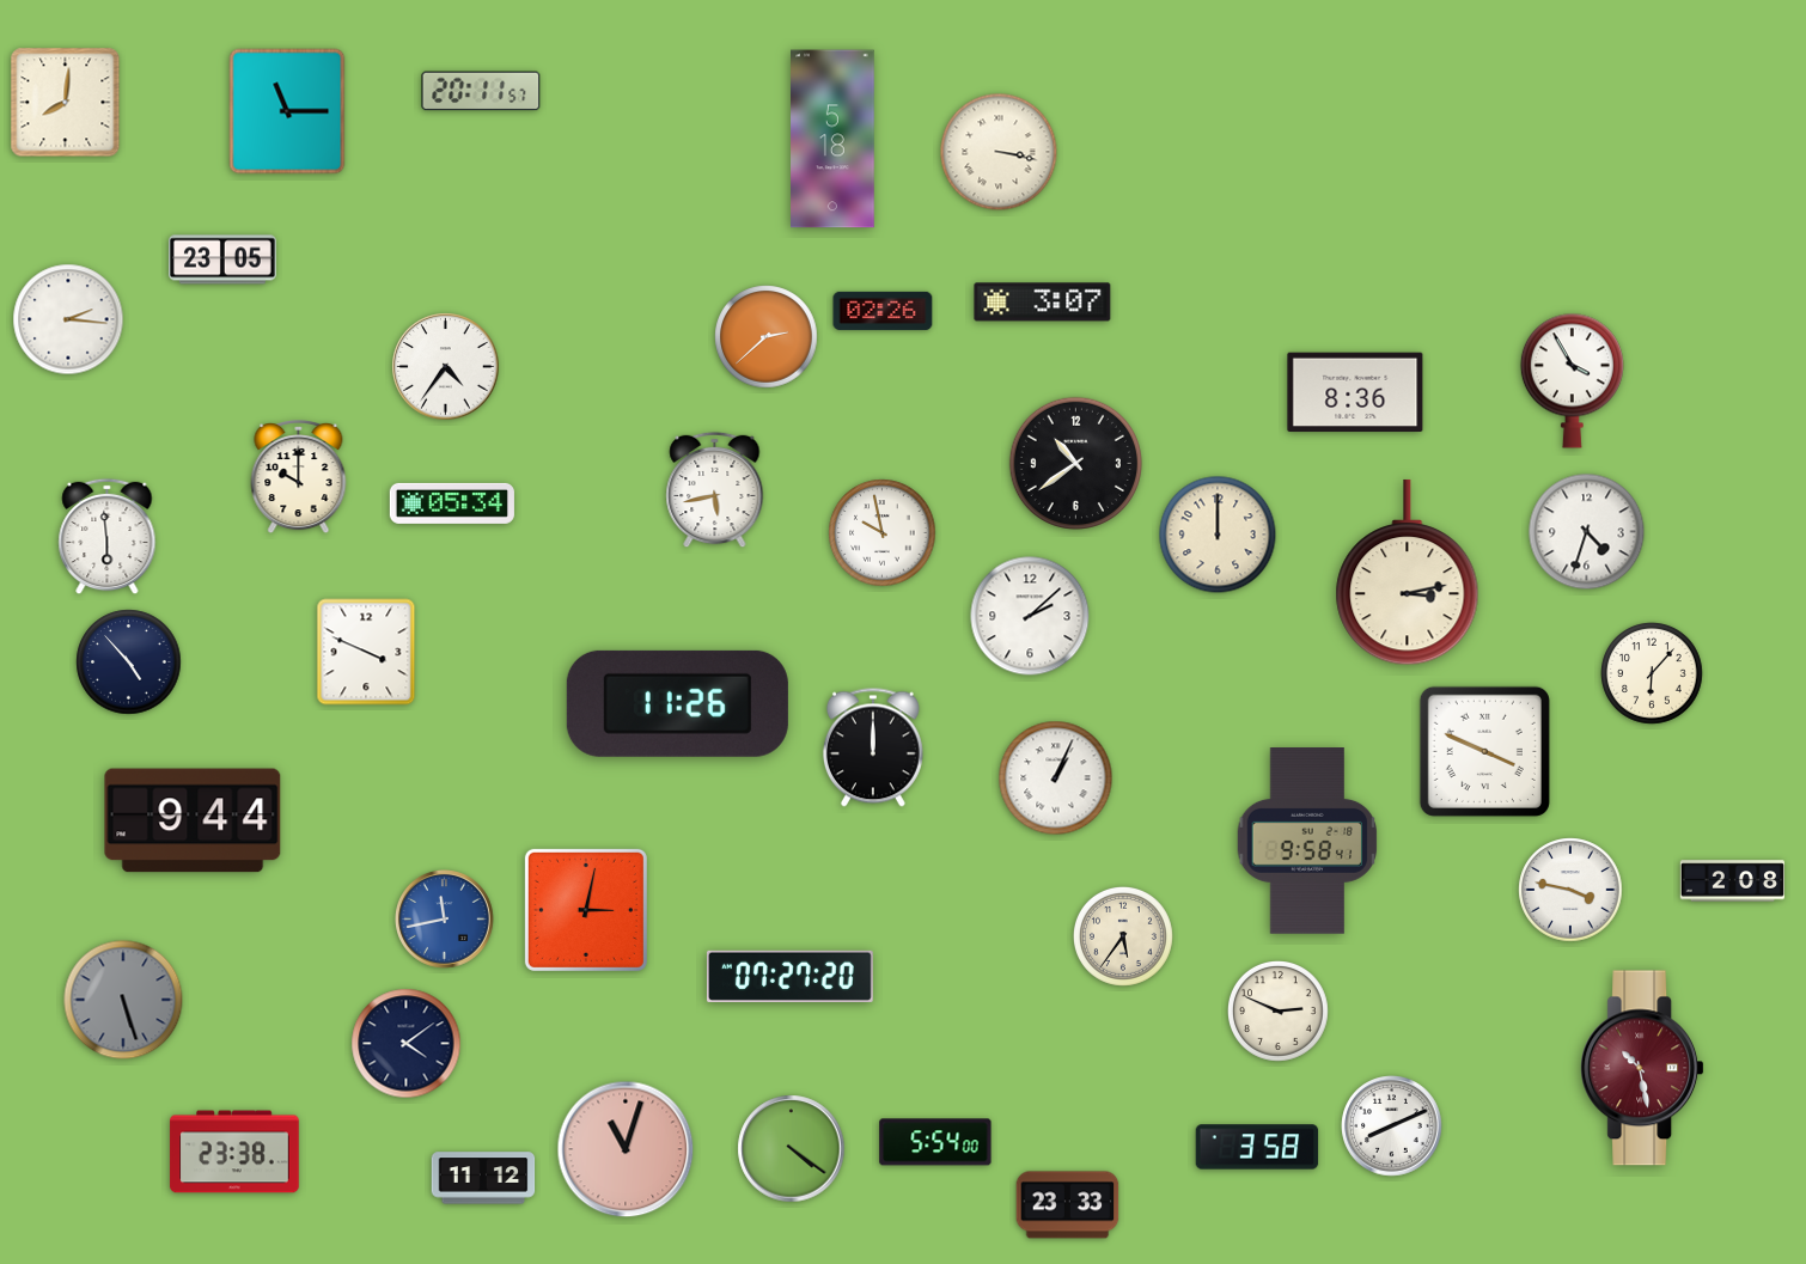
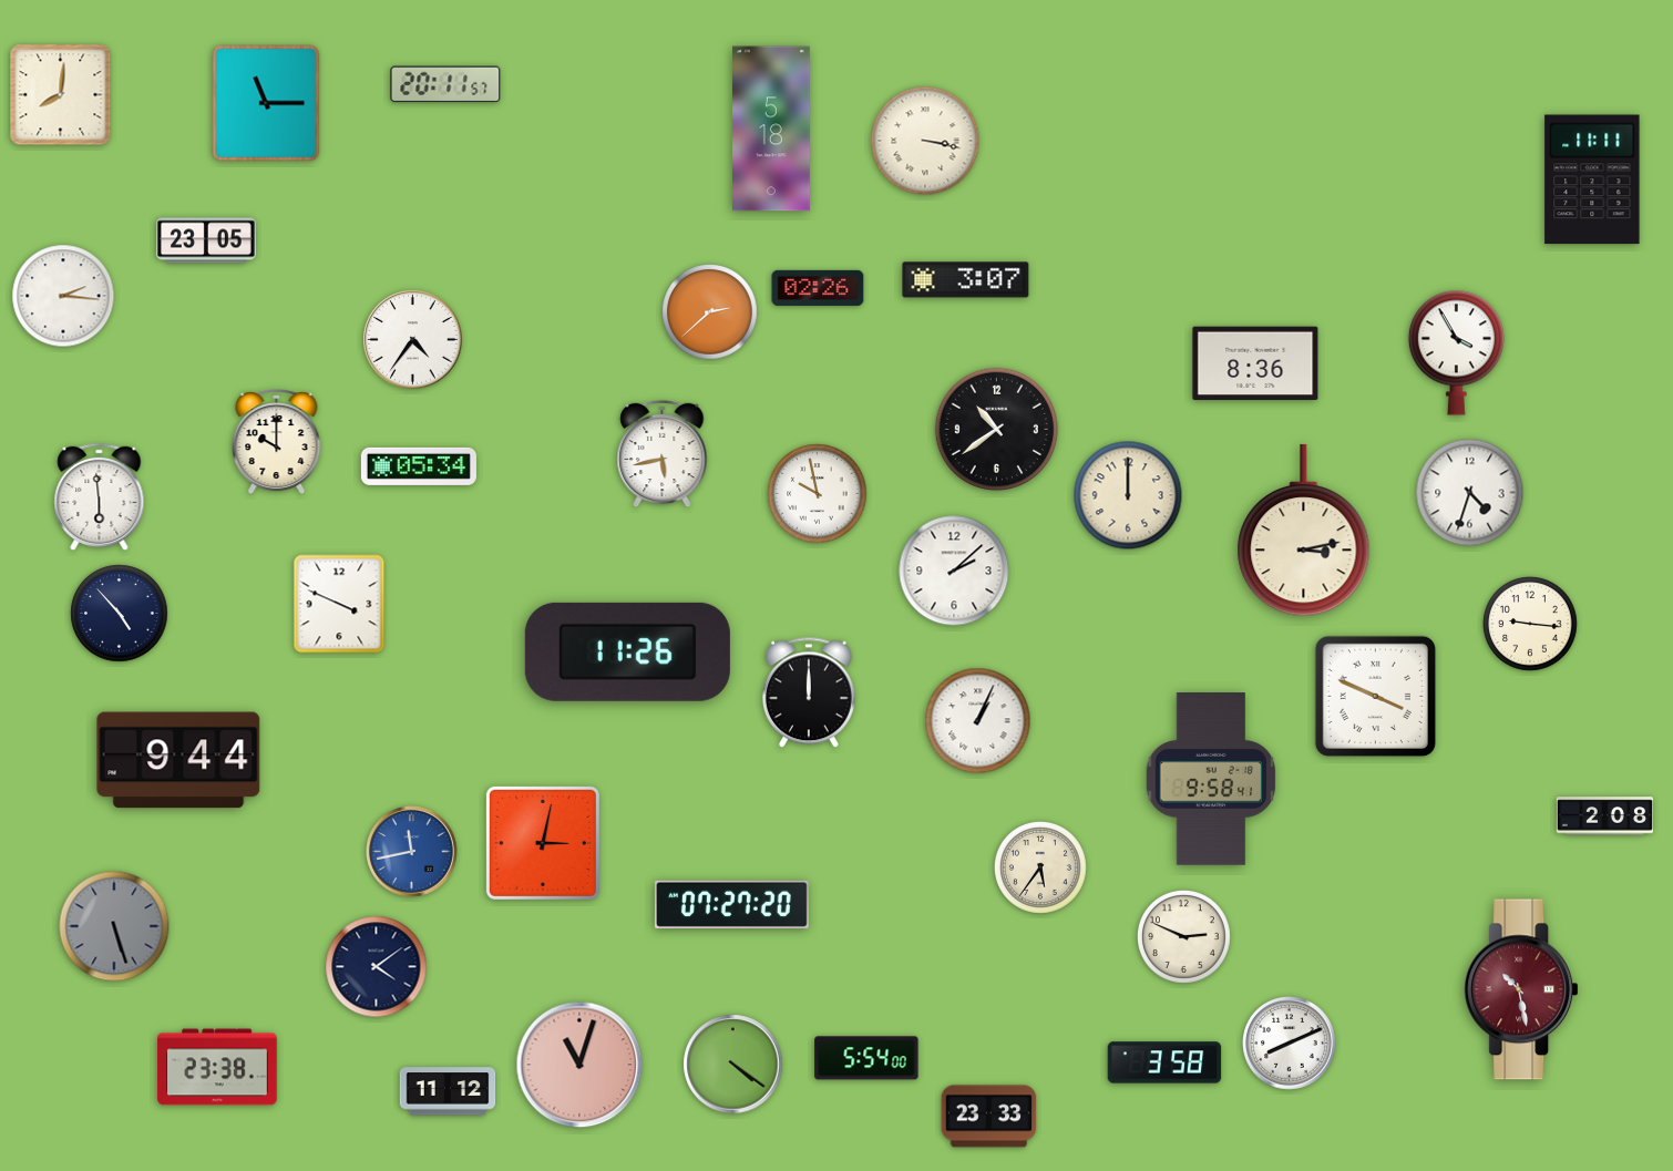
clock at (1592, 179): none -> 11:11
clock at (1653, 674): 6:07 -> 9:16
clock at (1570, 890): 3:47 -> none
